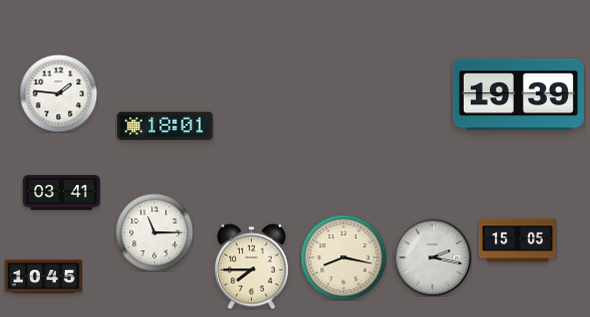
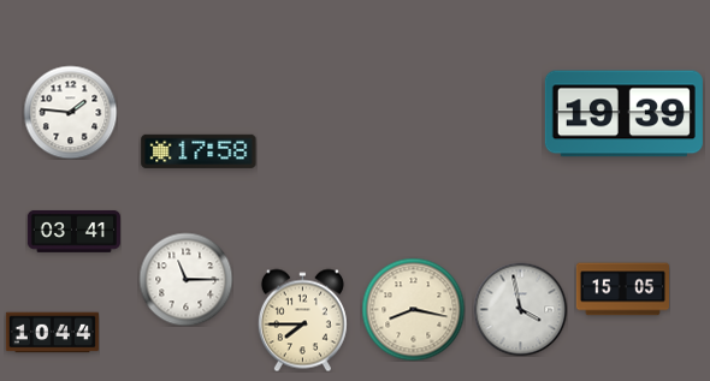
clock at (165, 126): 18:01 -> 17:58
clock at (432, 257): 2:17 -> 3:58
clock at (43, 277): 10:45 -> 10:44
